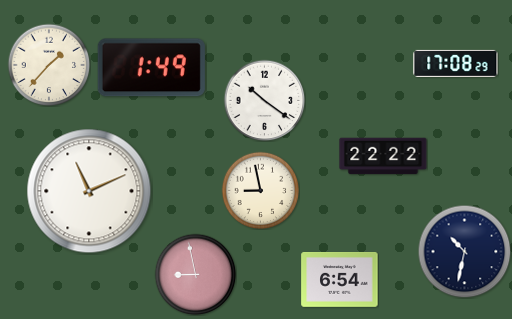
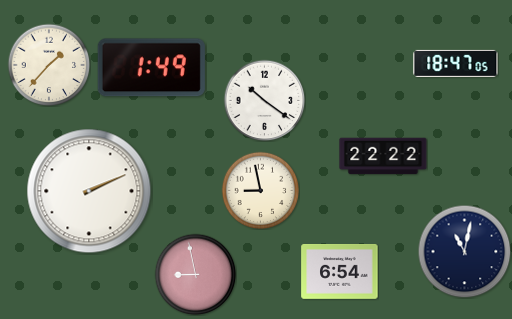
clock at (456, 63): 17:08 -> 18:47
clock at (89, 191): 11:11 -> 2:11
clock at (464, 251): 10:32 -> 11:02
clock at (340, 279) position: (340, 279) -> (340, 271)
